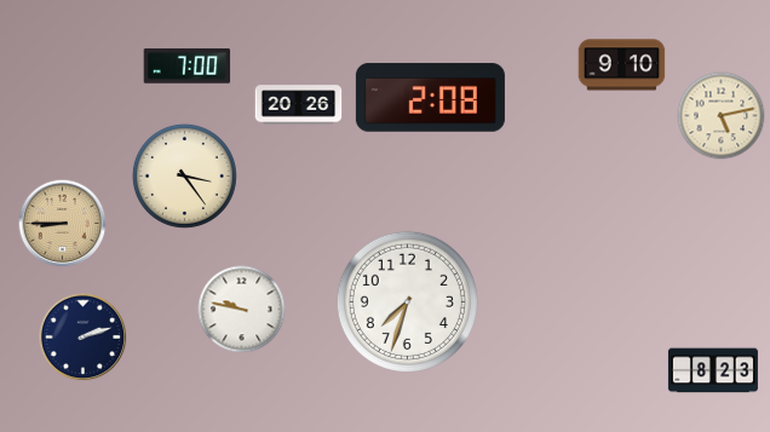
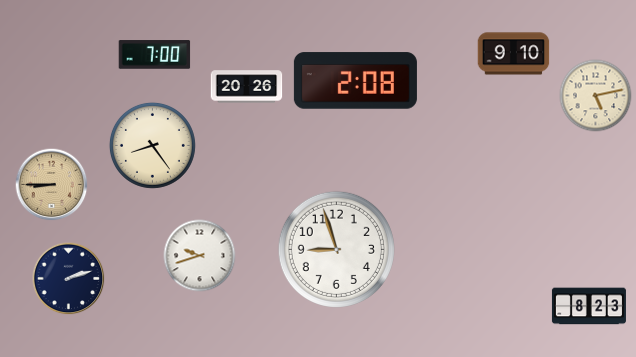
clock at (184, 175): 3:24 -> 8:24
clock at (407, 301): 7:33 -> 8:57
clock at (242, 310): 9:47 -> 9:42
